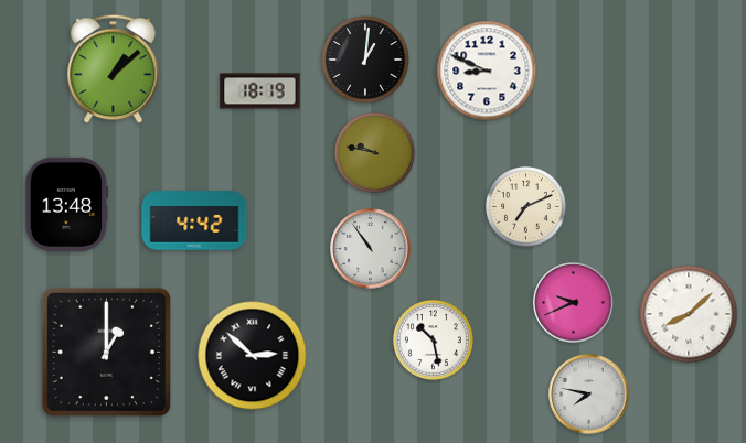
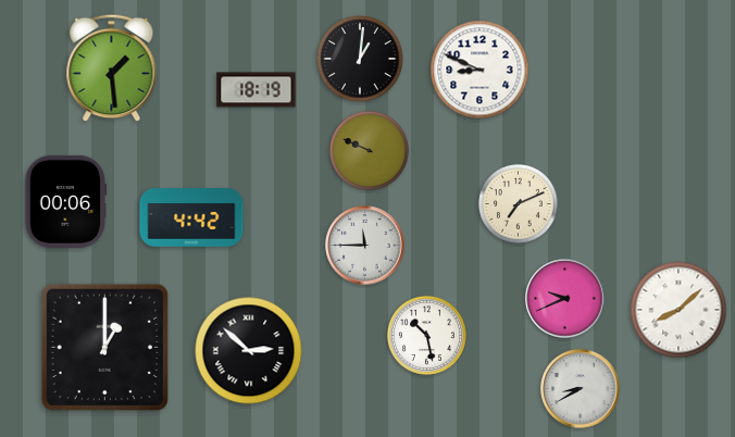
clock at (114, 69): 1:08 -> 1:29
clock at (374, 152): 9:47 -> 9:49
clock at (66, 204): 13:48 -> 00:06
clock at (371, 249): 10:54 -> 11:45
clock at (589, 395): 7:47 -> 8:40
